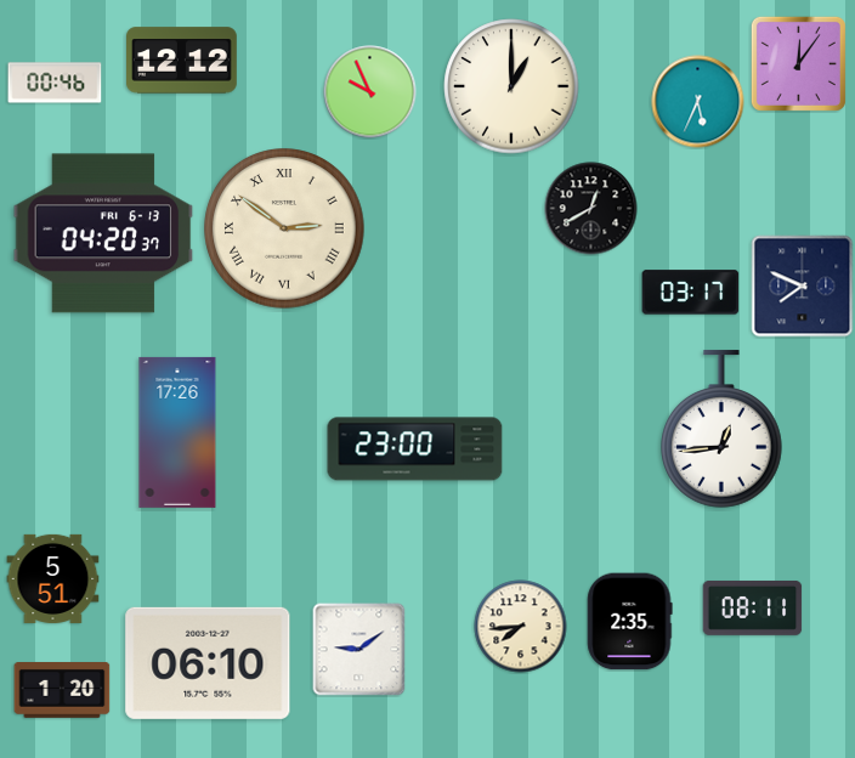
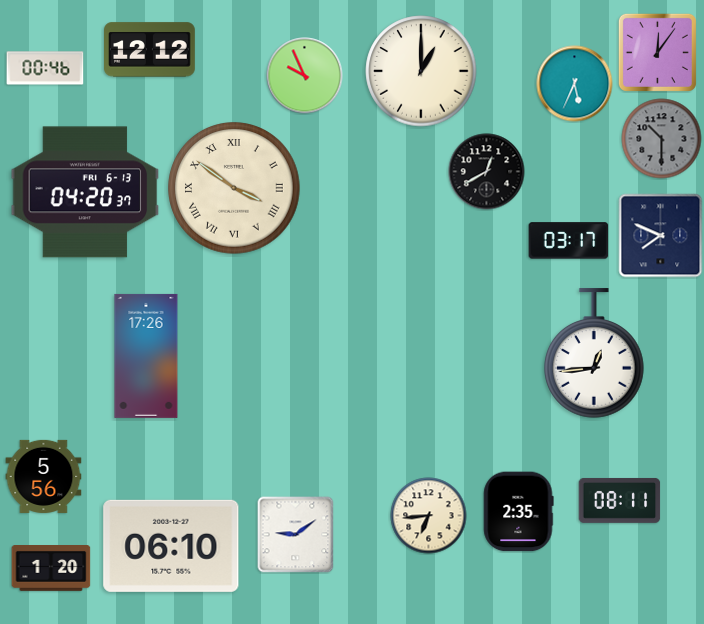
clock at (662, 139): none -> 10:30
clock at (284, 228): 2:51 -> 3:51
clock at (415, 449): 23:00 -> none
clock at (53, 578): 5:51 -> 5:56
clock at (521, 627): 7:44 -> 6:44
